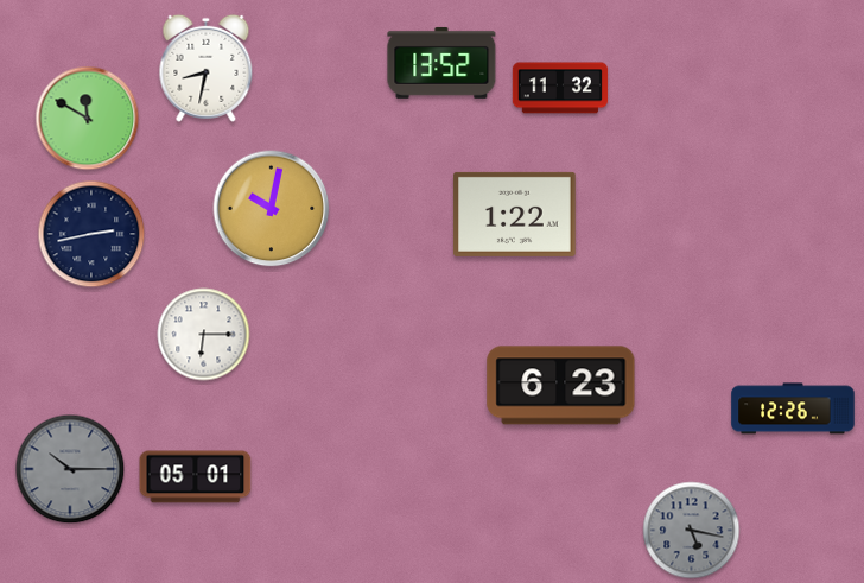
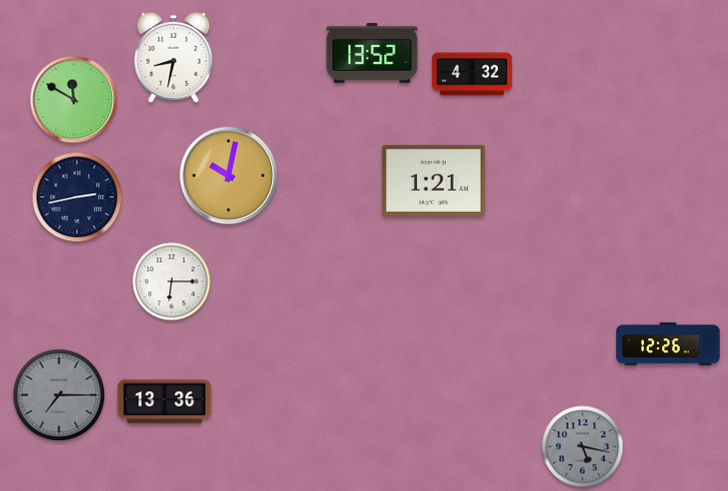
clock at (559, 88): 11:32 -> 4:32
clock at (515, 214): 1:22 -> 1:21
clock at (561, 386): 6:23 -> none
clock at (70, 469): 10:15 -> 7:15
clock at (196, 477): 05:01 -> 13:36
